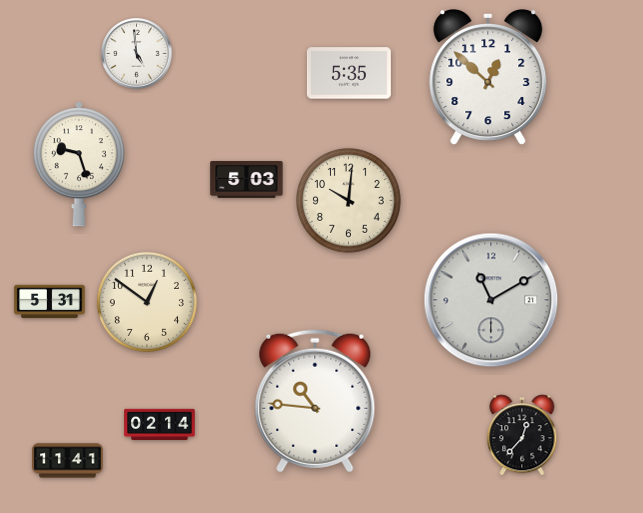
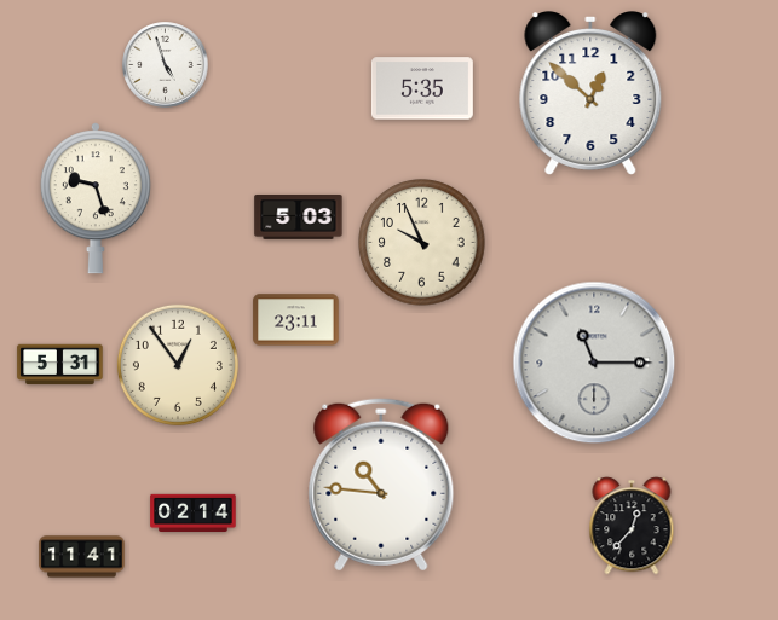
clock at (137, 54): 4:59 -> 4:57
clock at (349, 201): 10:01 -> 9:56
clock at (296, 320): none -> 23:11
clock at (491, 300): 11:10 -> 11:15
clock at (147, 302): 12:51 -> 12:54
